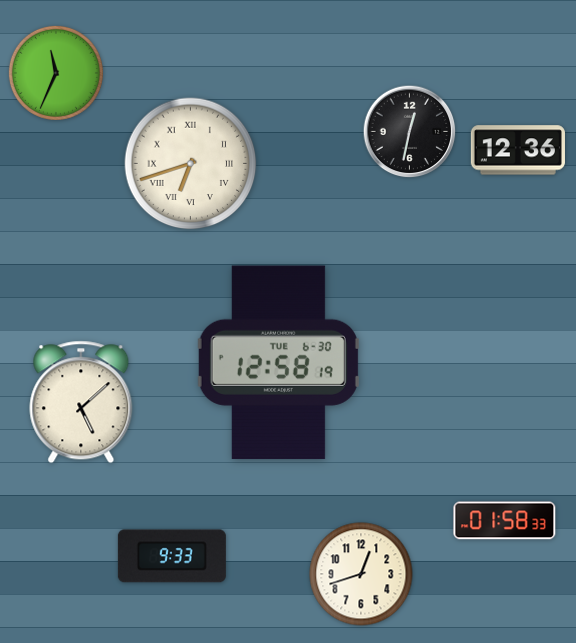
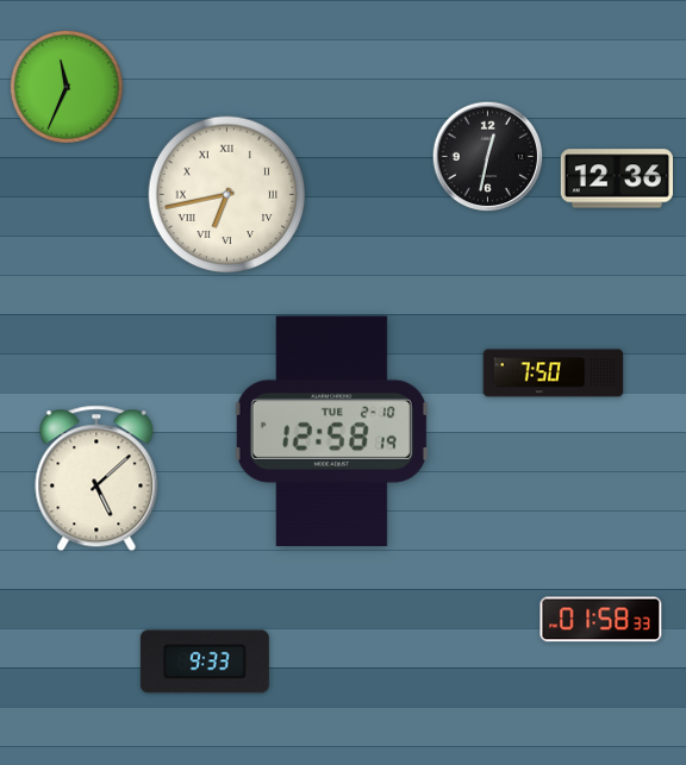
clock at (191, 164): 6:42 -> 6:43
clock at (554, 374): none -> 7:50
clock at (278, 363) date: TUE 6-30 -> TUE 2-10
clock at (361, 574): 12:42 -> none
